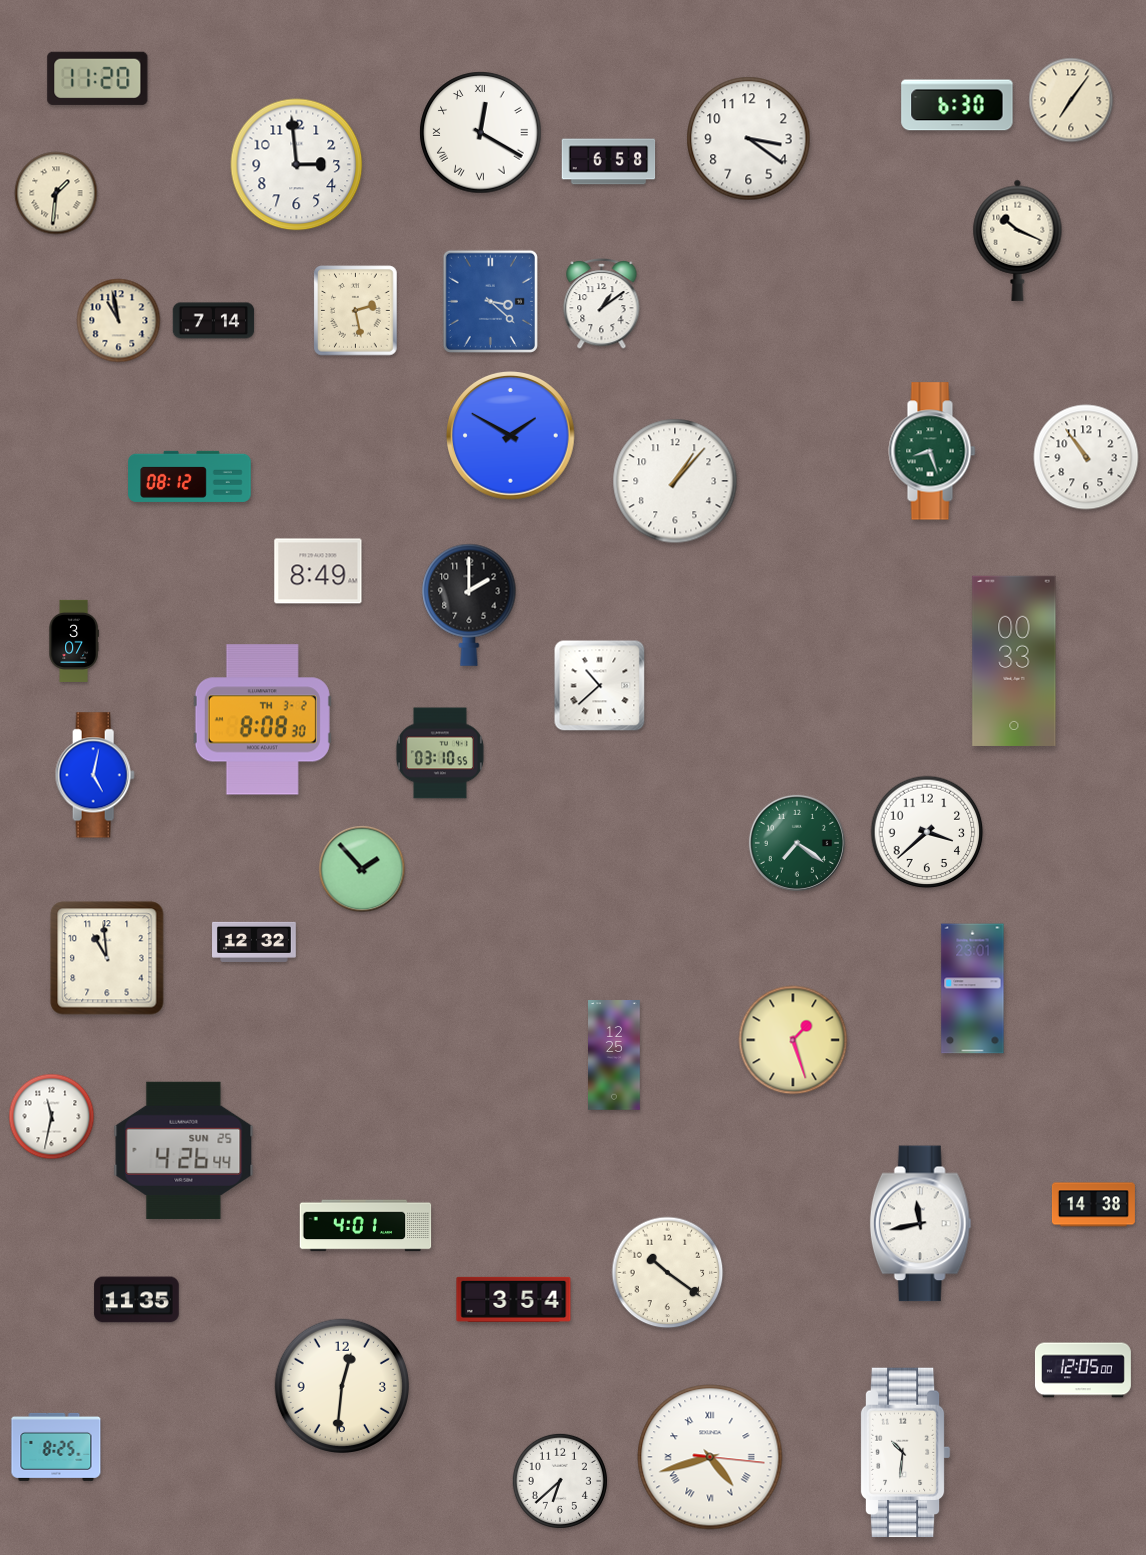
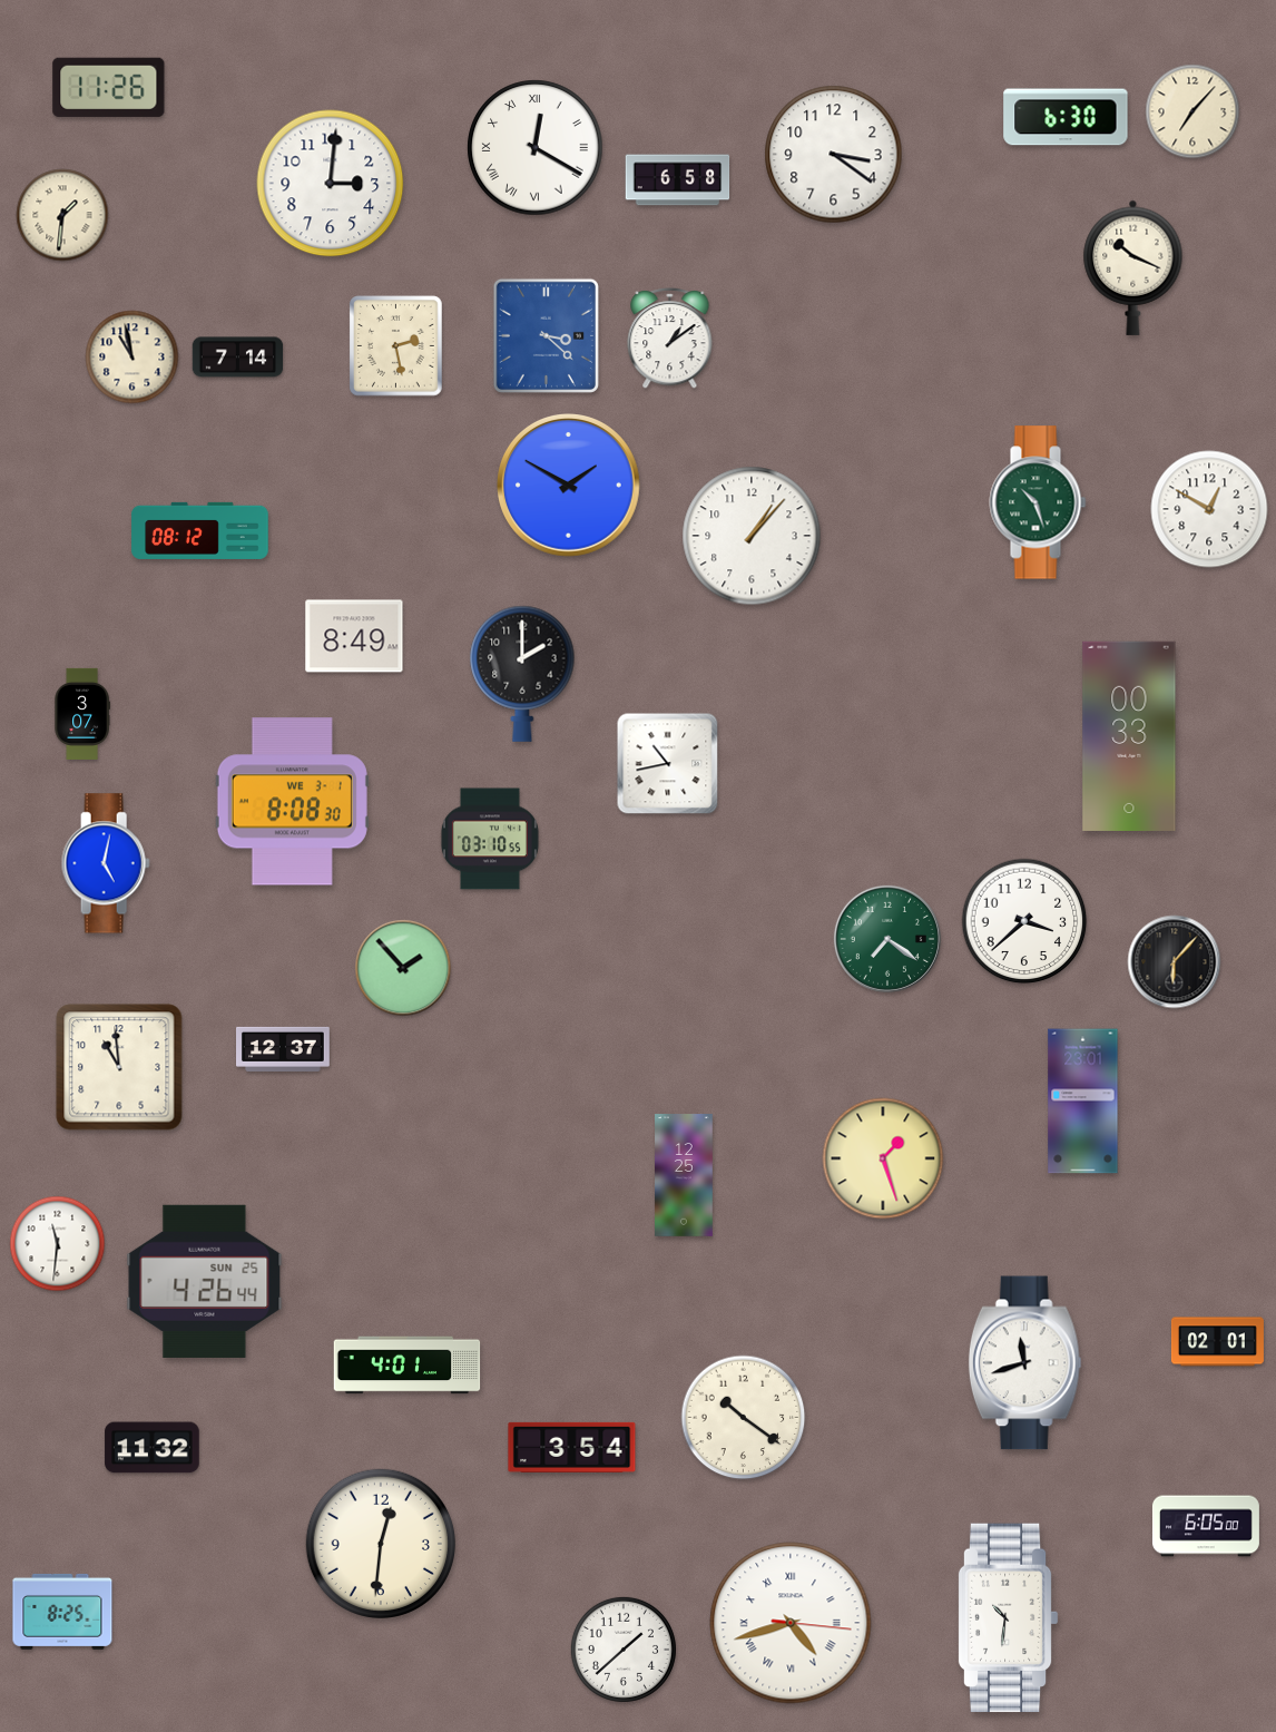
clock at (98, 78): 11:20 -> 11:26
clock at (1071, 100): 7:06 -> 7:07
clock at (297, 165): 2:59 -> 3:01
clock at (932, 451): 8:27 -> 10:27
clock at (1086, 457): 10:54 -> 12:50
clock at (190, 476) position: (190, 476) -> (200, 530)
clock at (600, 686): 10:38 -> 10:43
clock at (262, 720) date: TH 3-2 -> WE 3-1
clock at (927, 832) position: (927, 832) -> (1024, 921)
clock at (1175, 962): none -> 6:07
clock at (255, 942): 12:32 -> 12:37
clock at (52, 1117): 11:32 -> 11:31
clock at (1093, 1205): 14:38 -> 02:01
clock at (921, 1224): 11:43 -> 11:42
clock at (137, 1300): 11:35 -> 11:32
clock at (1083, 1370): 12:05 -> 6:05
clock at (560, 1481): 6:38 -> 1:38
